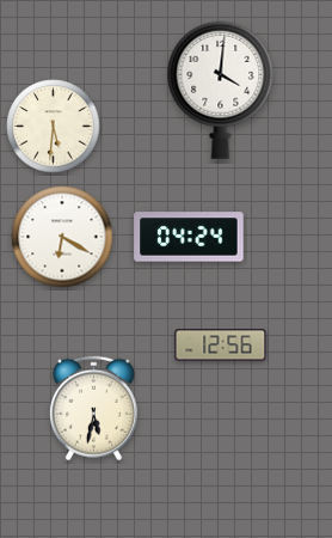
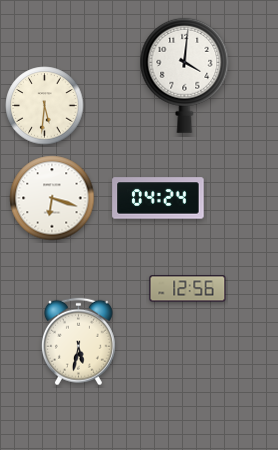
clock at (62, 237): 6:20 -> 6:18
clock at (221, 346) position: (221, 346) -> (188, 289)
